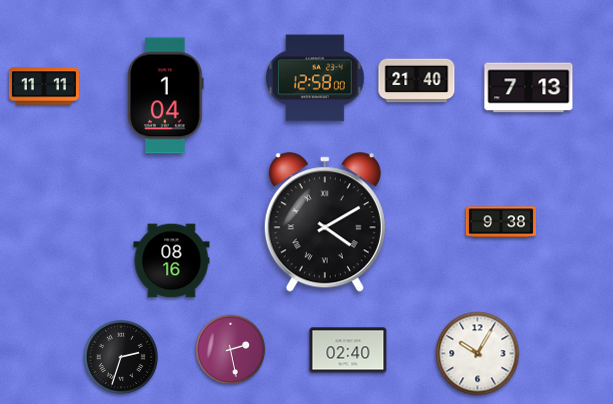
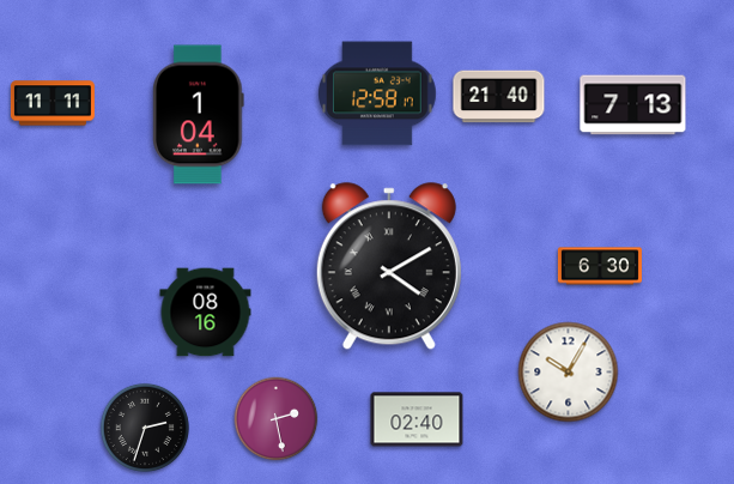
clock at (316, 78): 12:58:00 -> 12:58:17
clock at (501, 222): 9:38 -> 6:30
clock at (478, 354) position: (478, 354) -> (569, 373)
